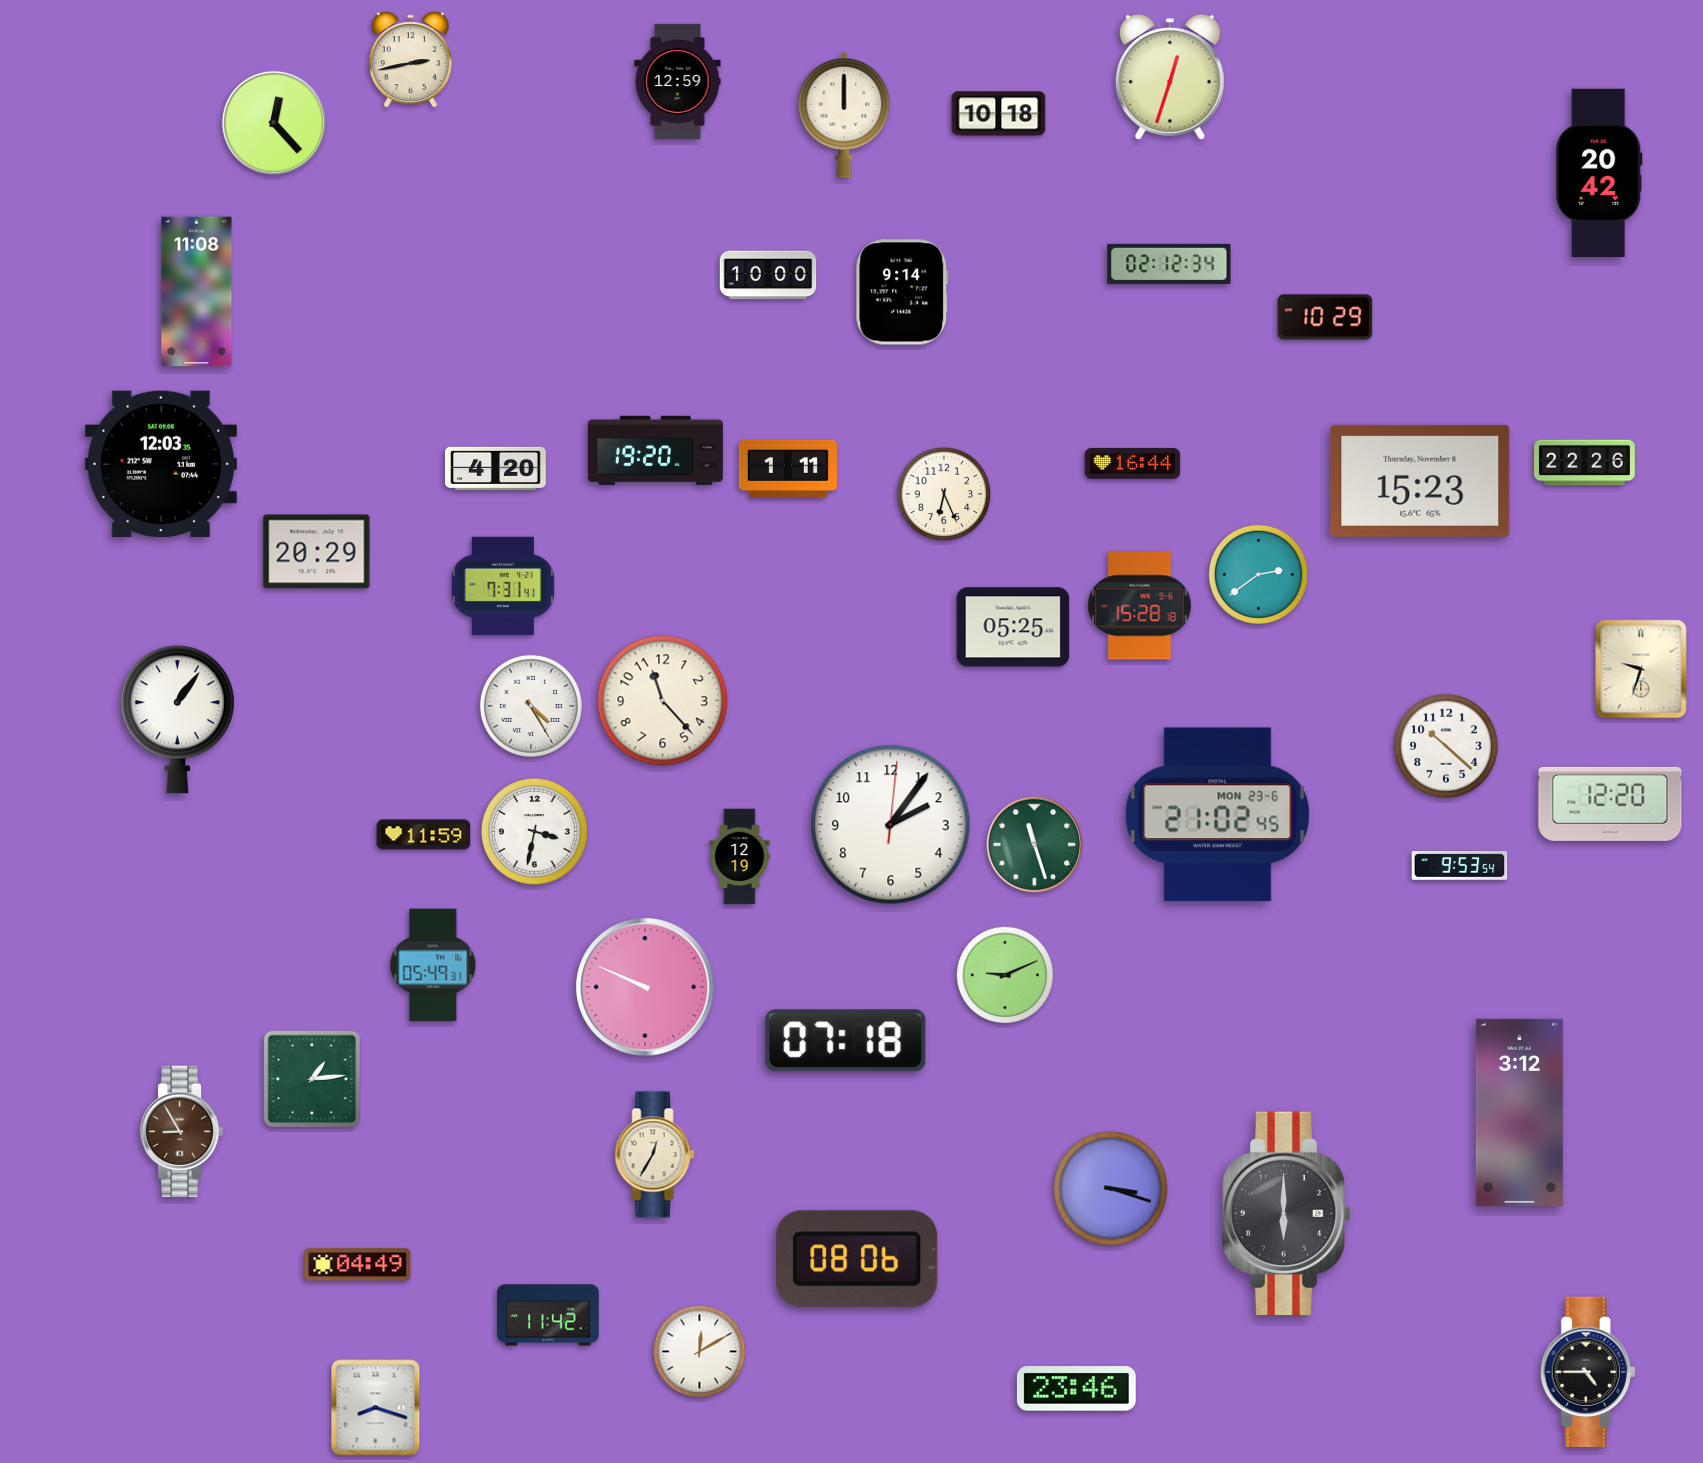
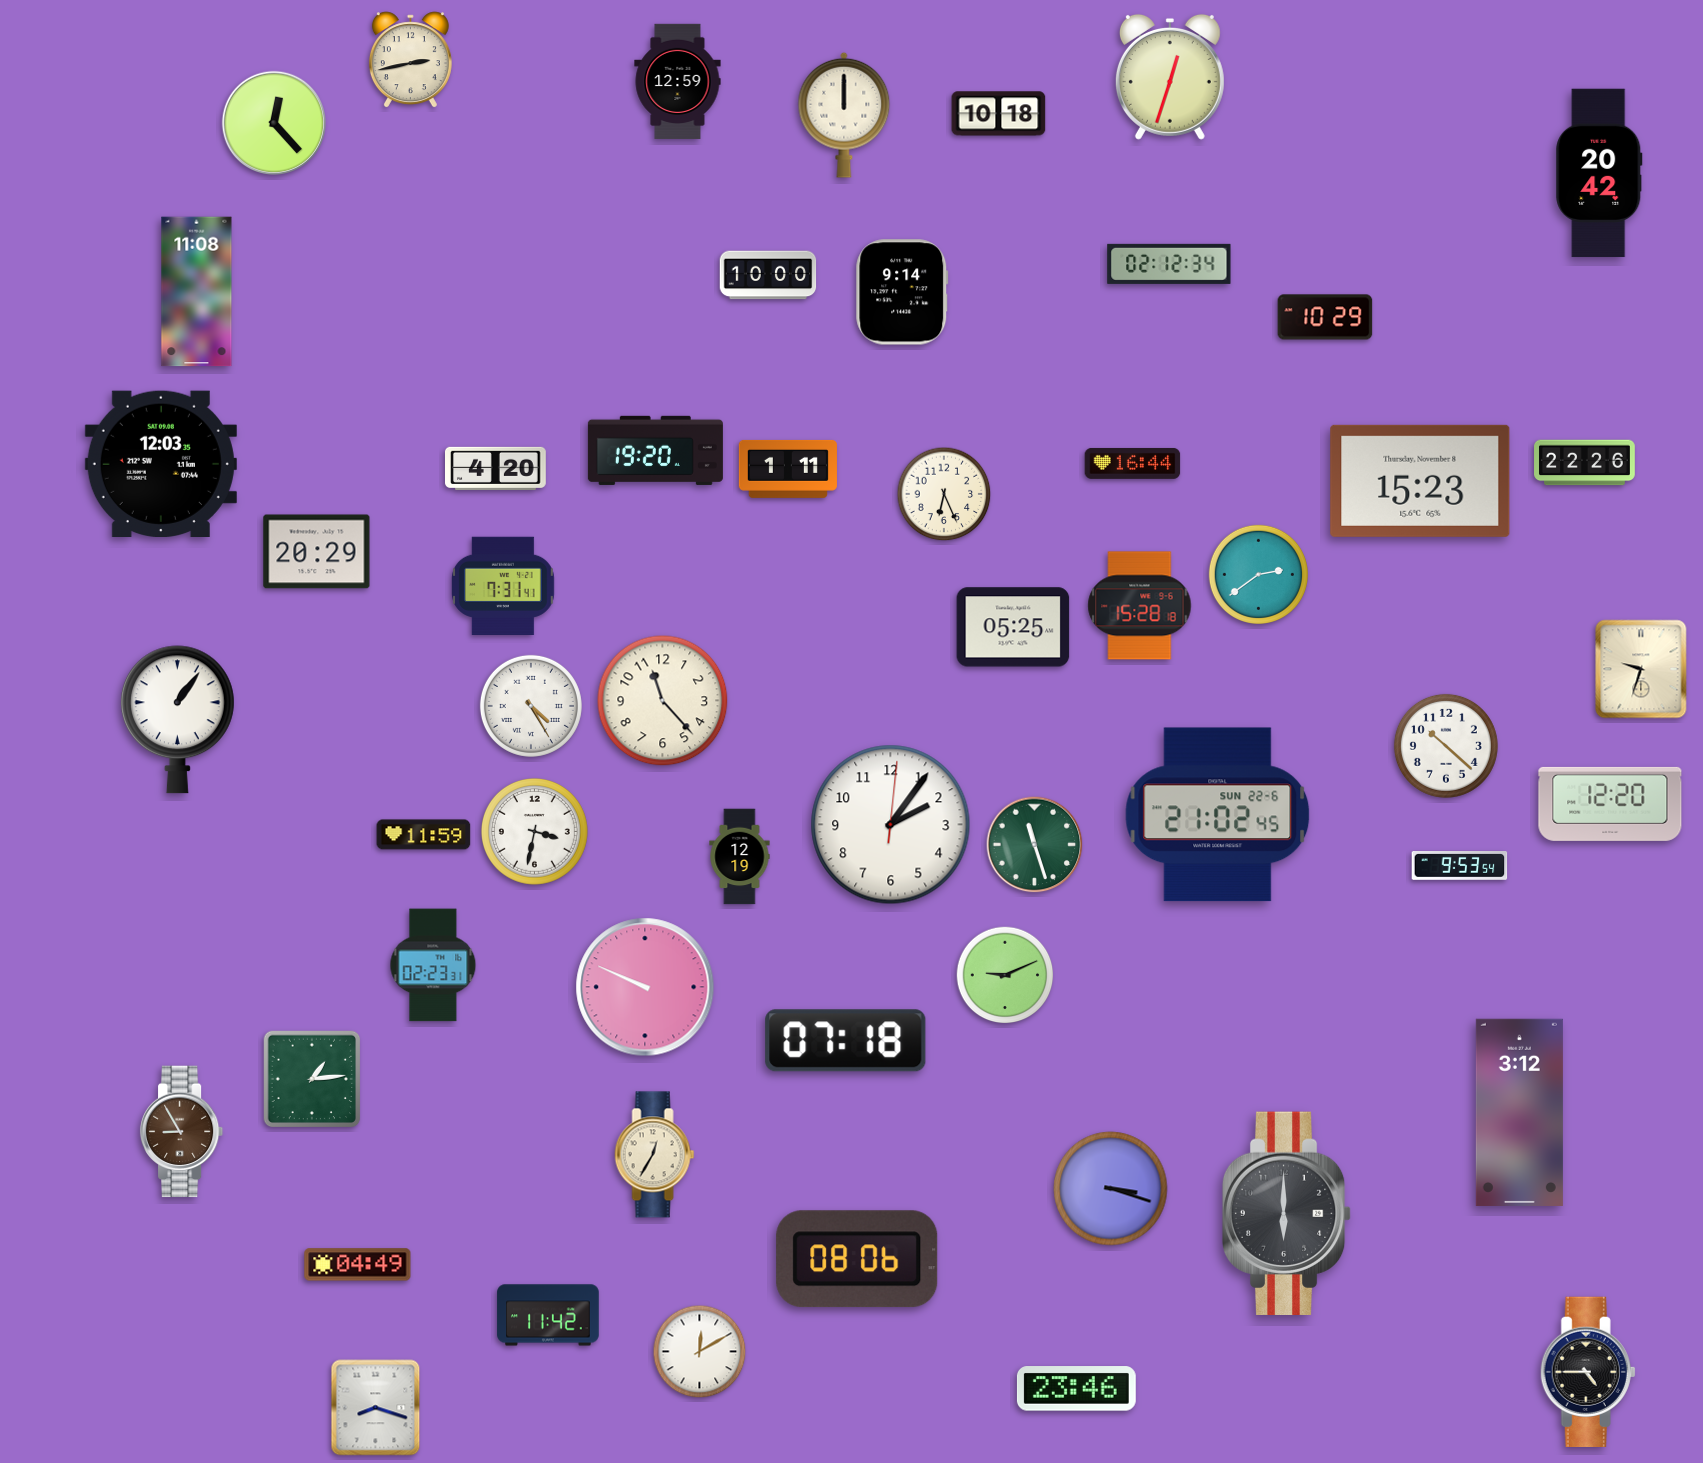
clock at (1218, 815) date: MON 23-6 -> SUN 22-6
clock at (433, 965): 05:49 -> 02:23
